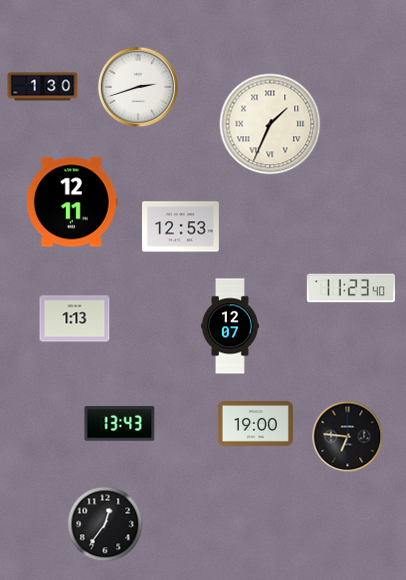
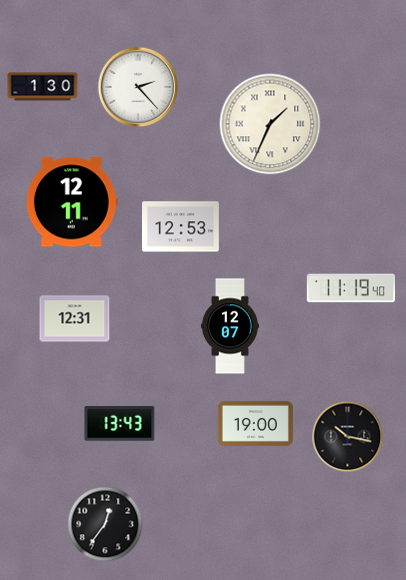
clock at (137, 86): 2:42 -> 2:23
clock at (350, 288): 11:23 -> 11:19
clock at (75, 319): 1:13 -> 12:31
clock at (348, 437): 6:46 -> 10:17
